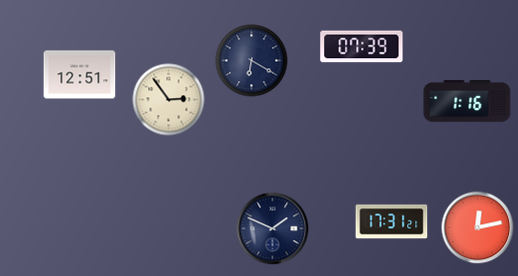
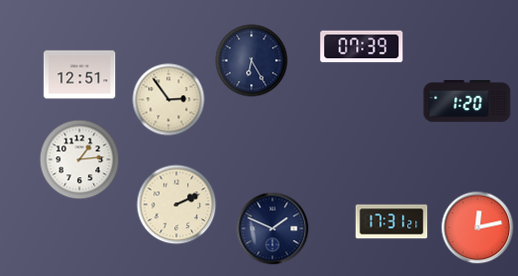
clock at (252, 61): 6:20 -> 6:25
clock at (467, 101): 1:16 -> 1:20
clock at (80, 160): none -> 1:14
clock at (177, 205): none -> 2:11
